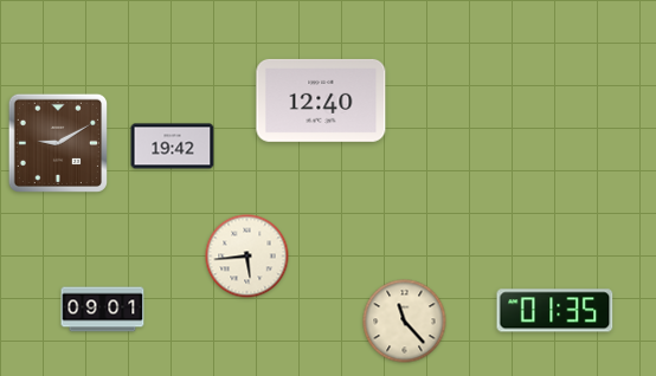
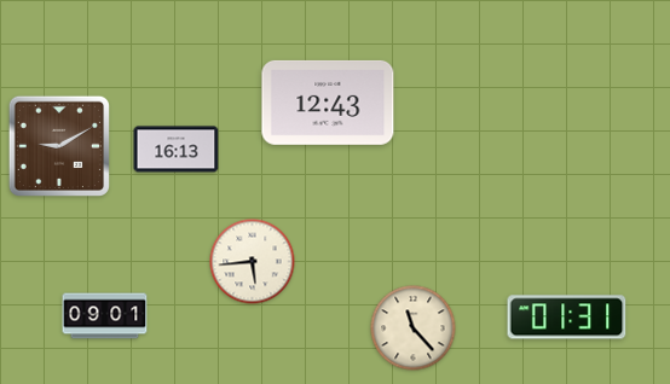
clock at (321, 101): 12:40 -> 12:43
clock at (173, 147): 19:42 -> 16:13
clock at (555, 311): 01:35 -> 01:31
